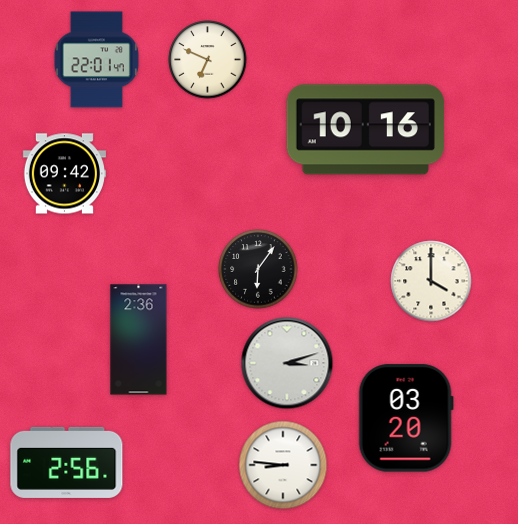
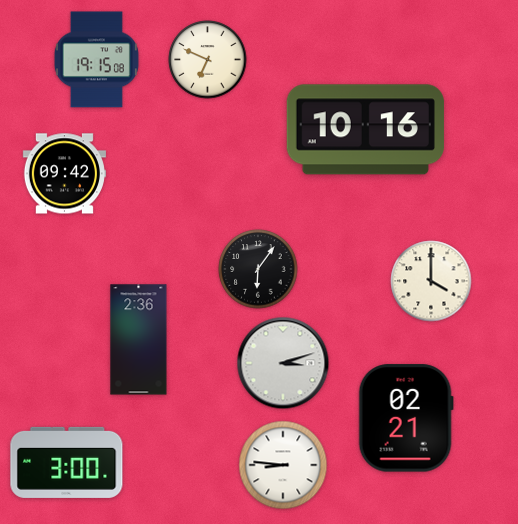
clock at (96, 60): 22:01 -> 19:15
clock at (287, 363) position: (287, 363) -> (283, 363)
clock at (406, 418): 03:20 -> 02:21
clock at (67, 462): 2:56 -> 3:00
